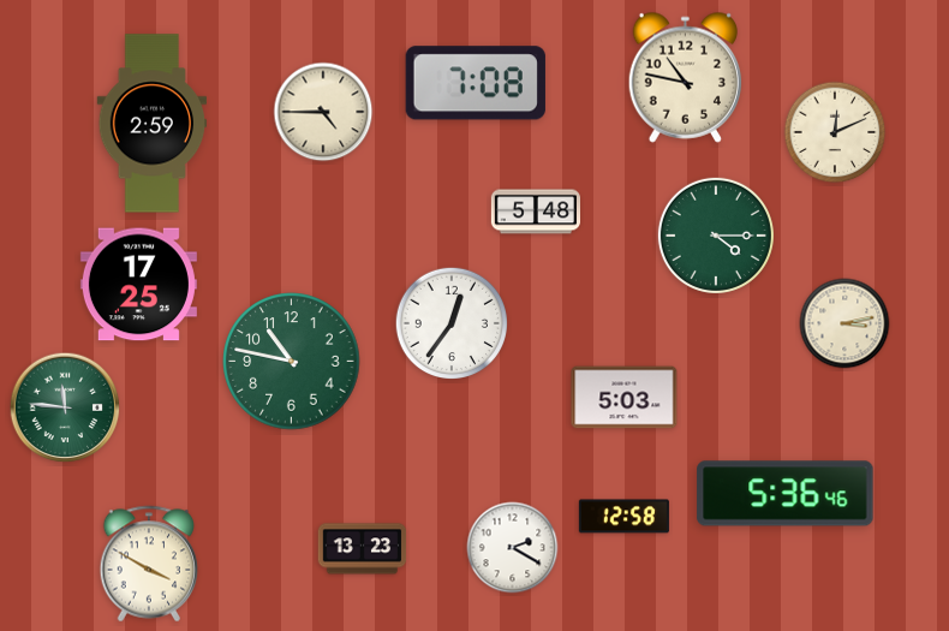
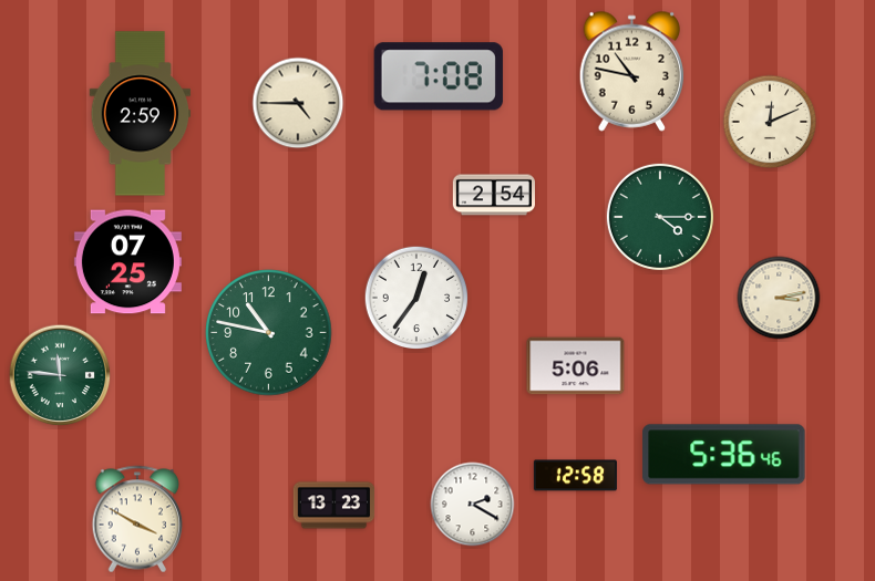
clock at (535, 212): 5:48 -> 2:54
clock at (138, 285): 17:25 -> 07:25
clock at (625, 398): 5:03 -> 5:06
